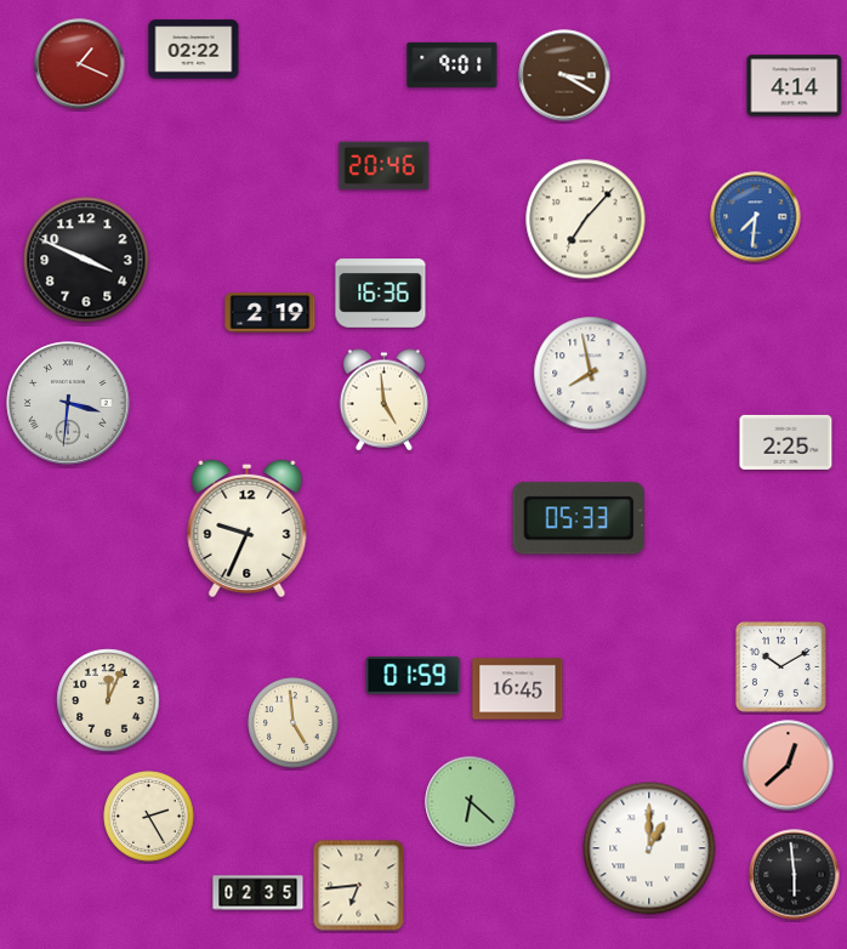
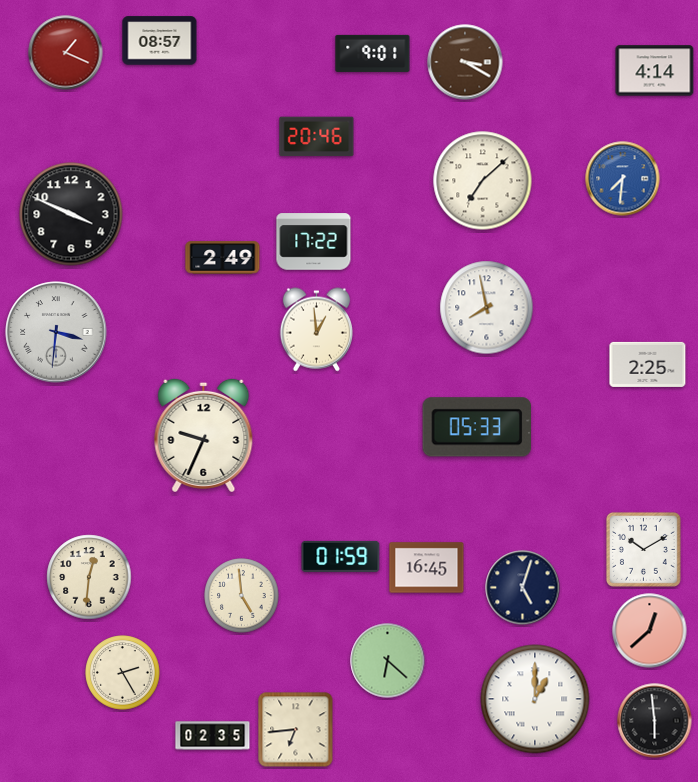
clock at (194, 50): 02:22 -> 08:57
clock at (586, 220): 7:07 -> 7:08
clock at (381, 294): 16:36 -> 17:22
clock at (271, 313): 2:19 -> 2:49
clock at (383, 400): 4:59 -> 12:59
clock at (108, 700): 12:04 -> 12:31
clock at (523, 588): none -> 5:03
